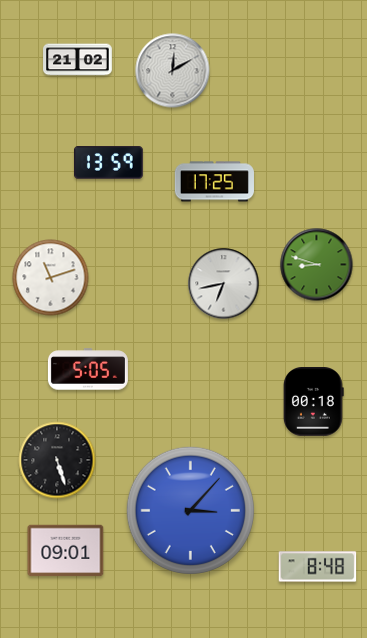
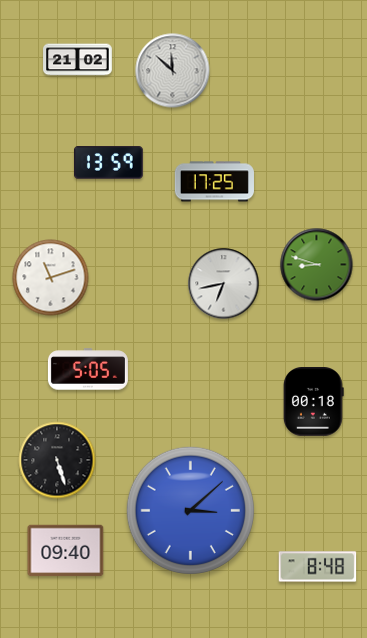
clock at (173, 71): 12:10 -> 11:52
clock at (190, 510): 3:07 -> 3:08
clock at (66, 551): 09:01 -> 09:40
